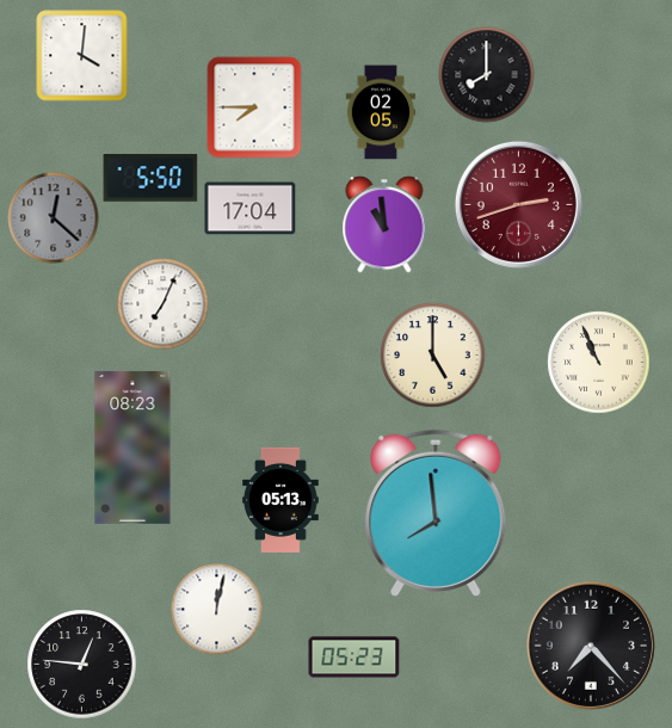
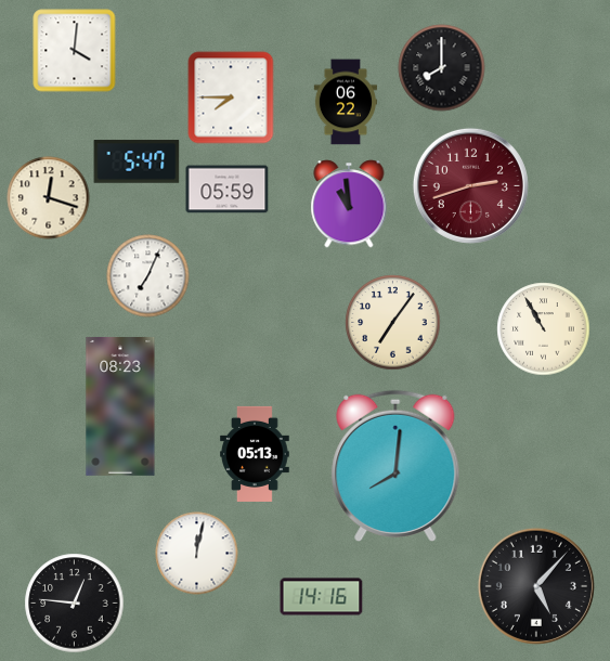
clock at (380, 112): 02:05 -> 06:22
clock at (150, 178): 5:50 -> 5:47
clock at (251, 209): 17:04 -> 05:59
clock at (54, 218): 12:22 -> 12:18
clock at (54, 218) dial: grey -> cream
clock at (433, 356): 5:00 -> 7:06
clock at (599, 363): 10:56 -> 10:55
clock at (436, 512): 7:59 -> 8:01
clock at (591, 646): 7:23 -> 5:07
clock at (355, 658): 05:23 -> 14:16
